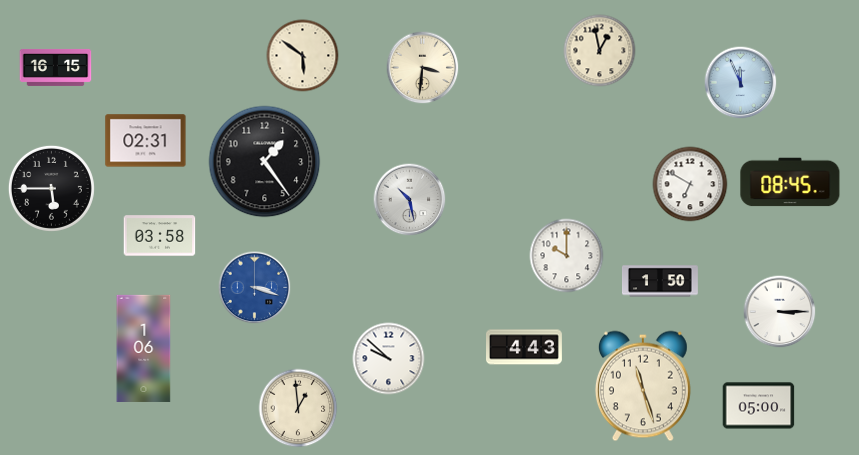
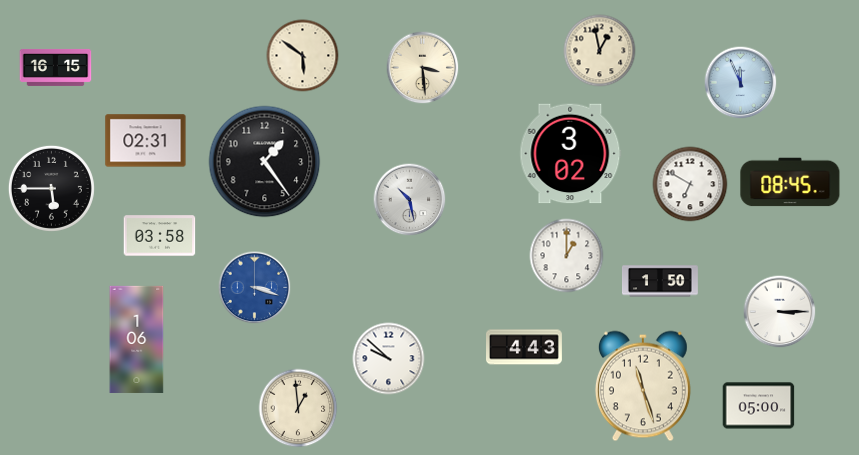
clock at (423, 68): 3:31 -> 3:29
clock at (571, 154): none -> 3:02
clock at (567, 256): 10:00 -> 1:00
clock at (144, 348) position: (144, 348) -> (137, 339)
